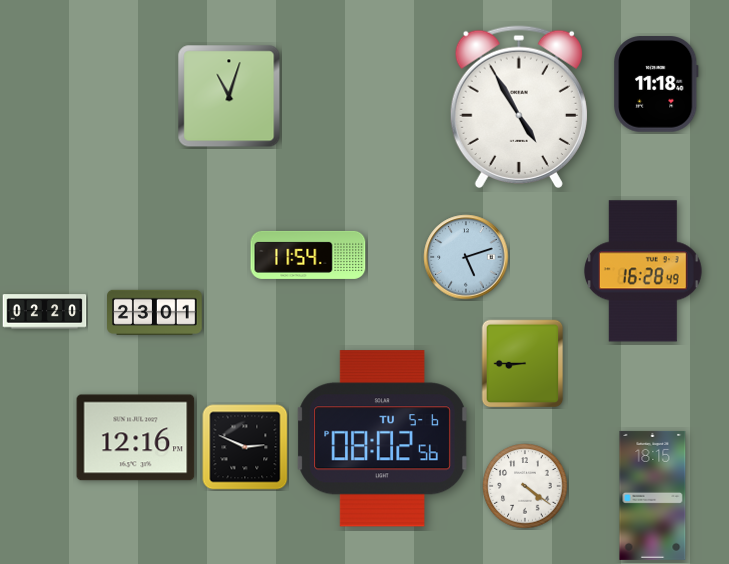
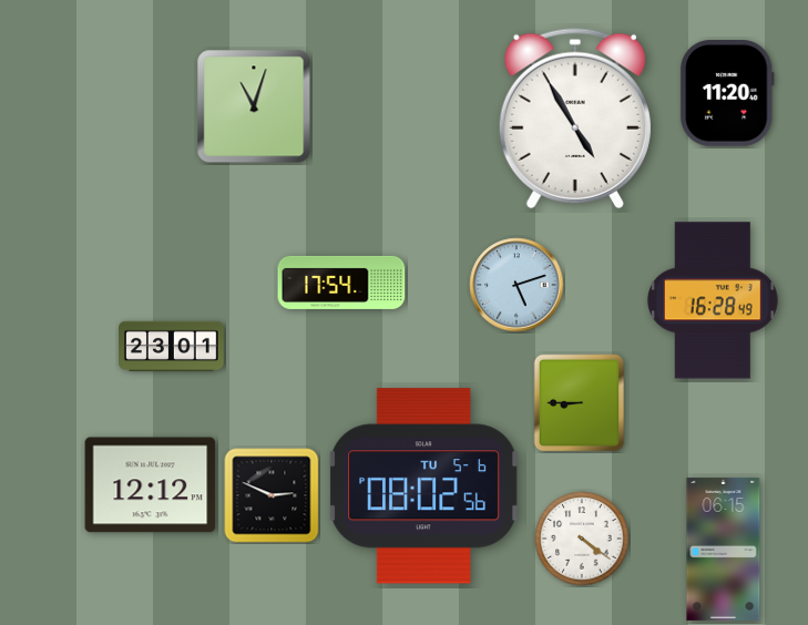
clock at (656, 85): 11:18 -> 11:20
clock at (308, 255): 11:54 -> 17:54
clock at (45, 312): 02:20 -> none
clock at (136, 438): 12:16 -> 12:12
clock at (653, 495): 18:15 -> 06:15
